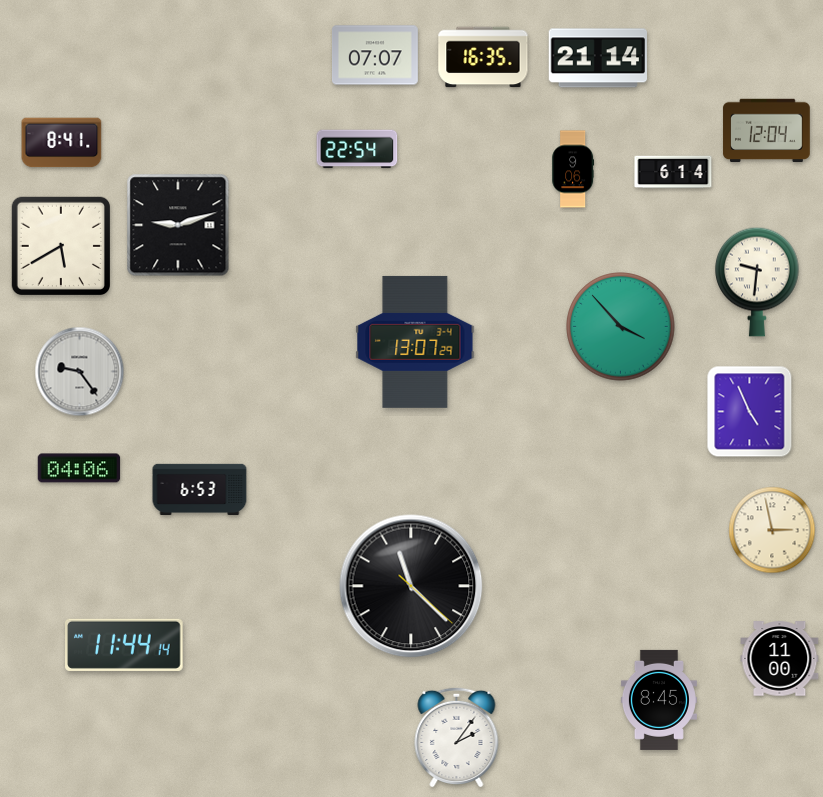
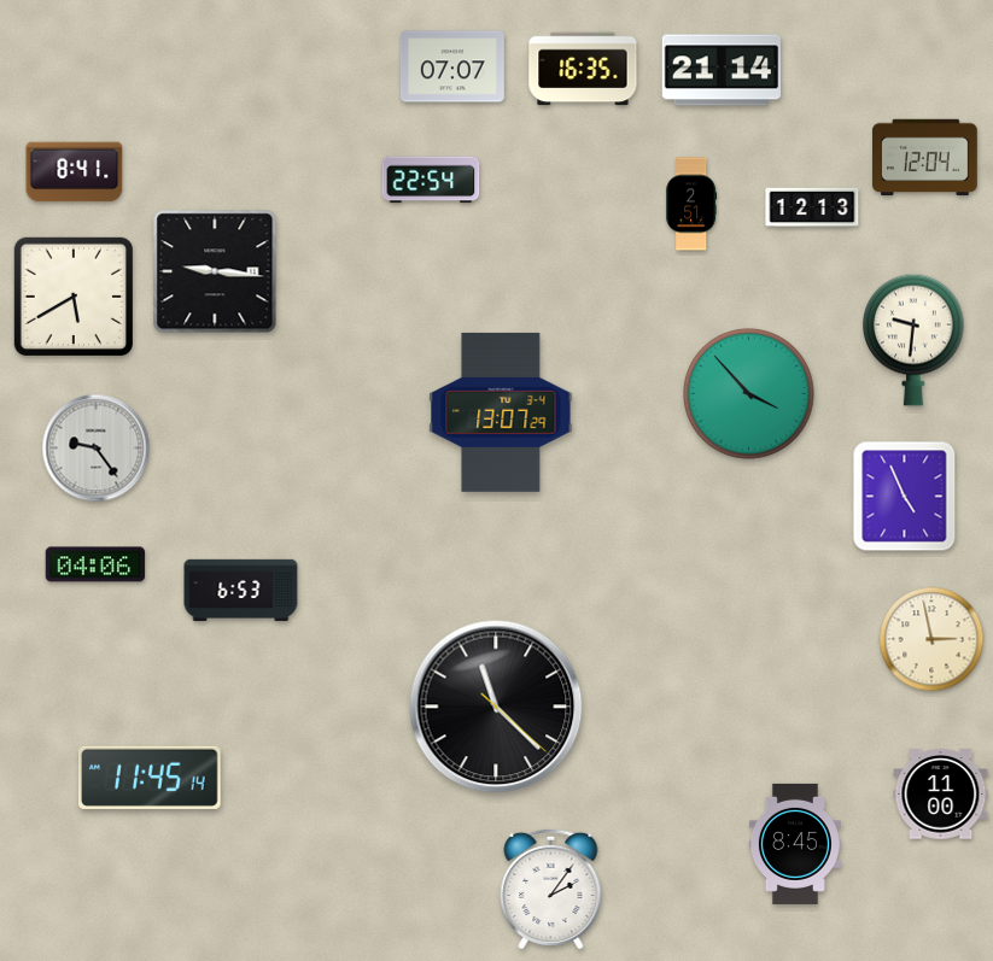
clock at (573, 169): 9:06 -> 2:51
clock at (673, 172): 6:14 -> 12:13
clock at (178, 225): 9:12 -> 9:16
clock at (125, 645): 11:44 -> 11:45
